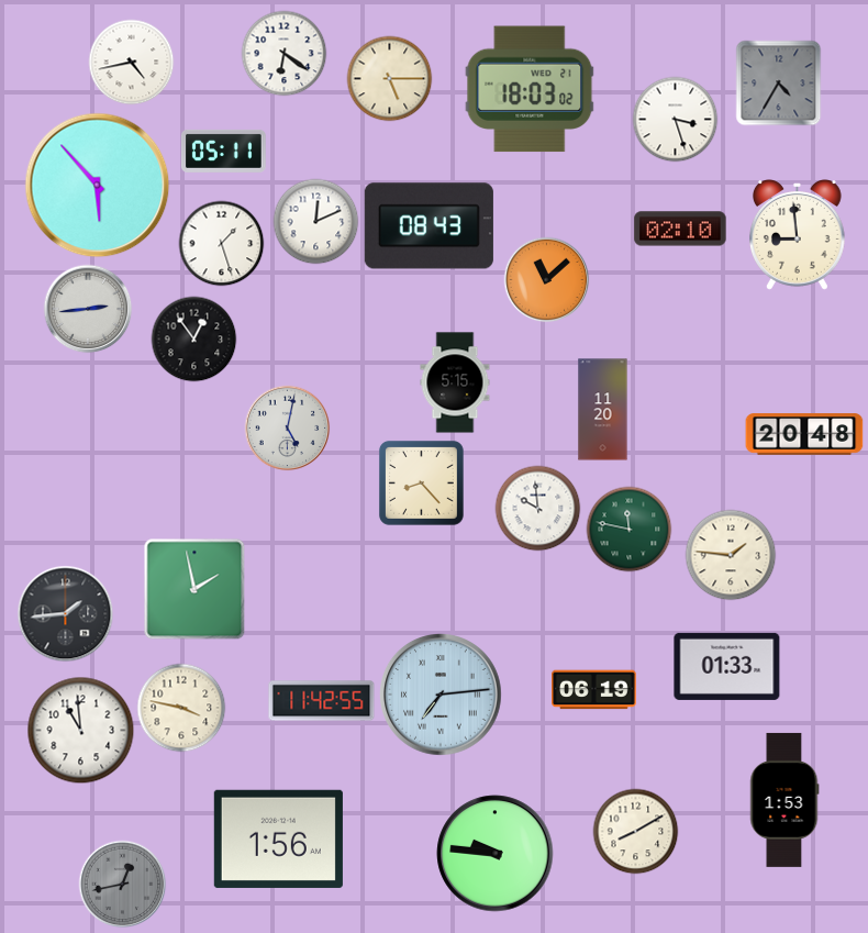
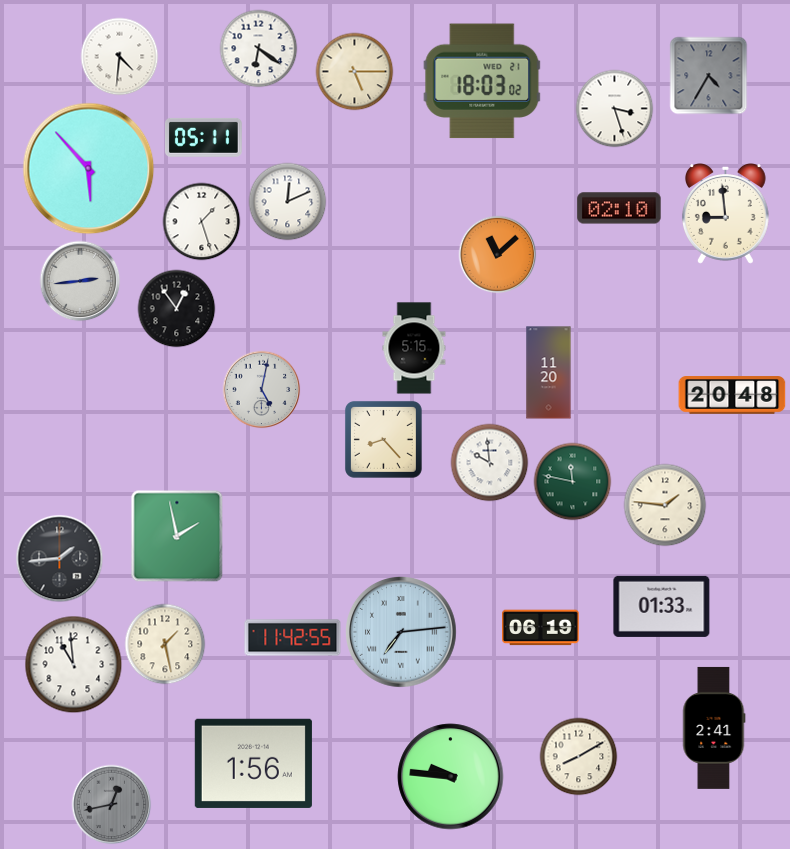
clock at (131, 62): 4:43 -> 4:31
clock at (429, 226): 08:43 -> none
clock at (181, 708): 3:47 -> 1:28
clock at (784, 800): 1:53 -> 2:41
